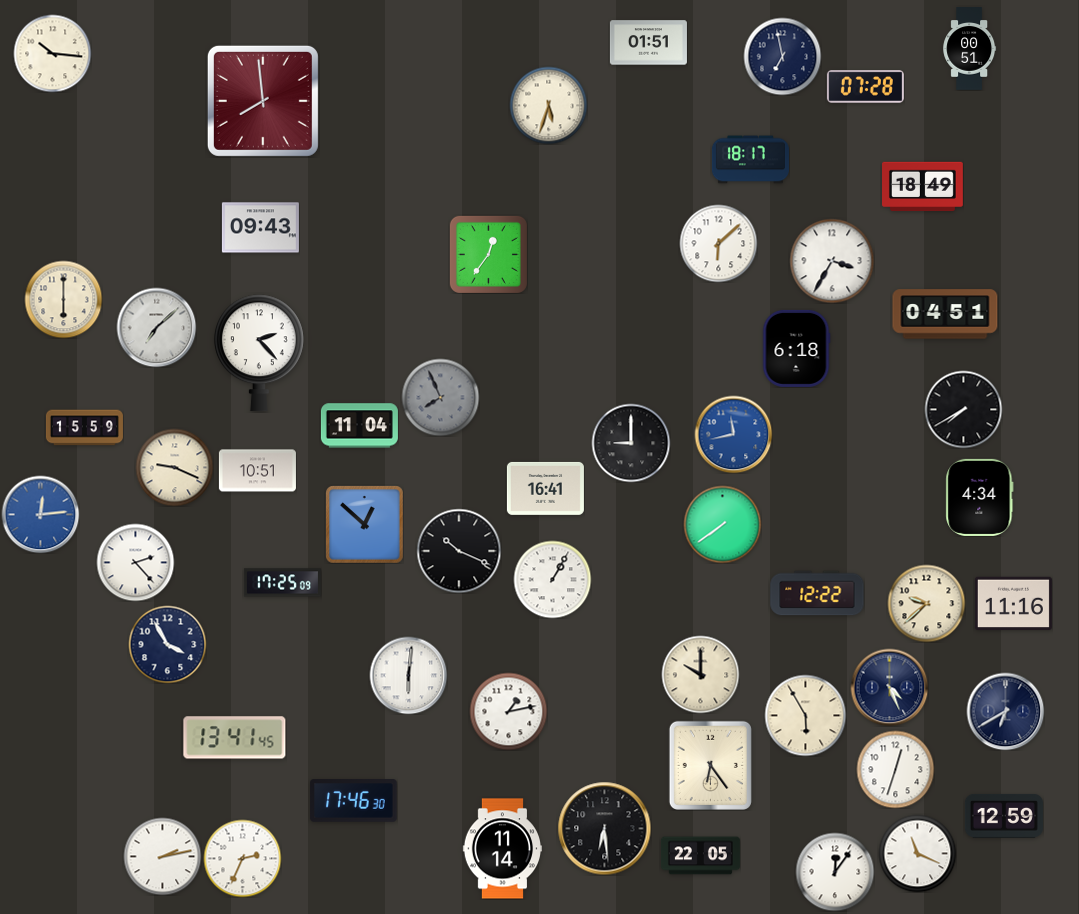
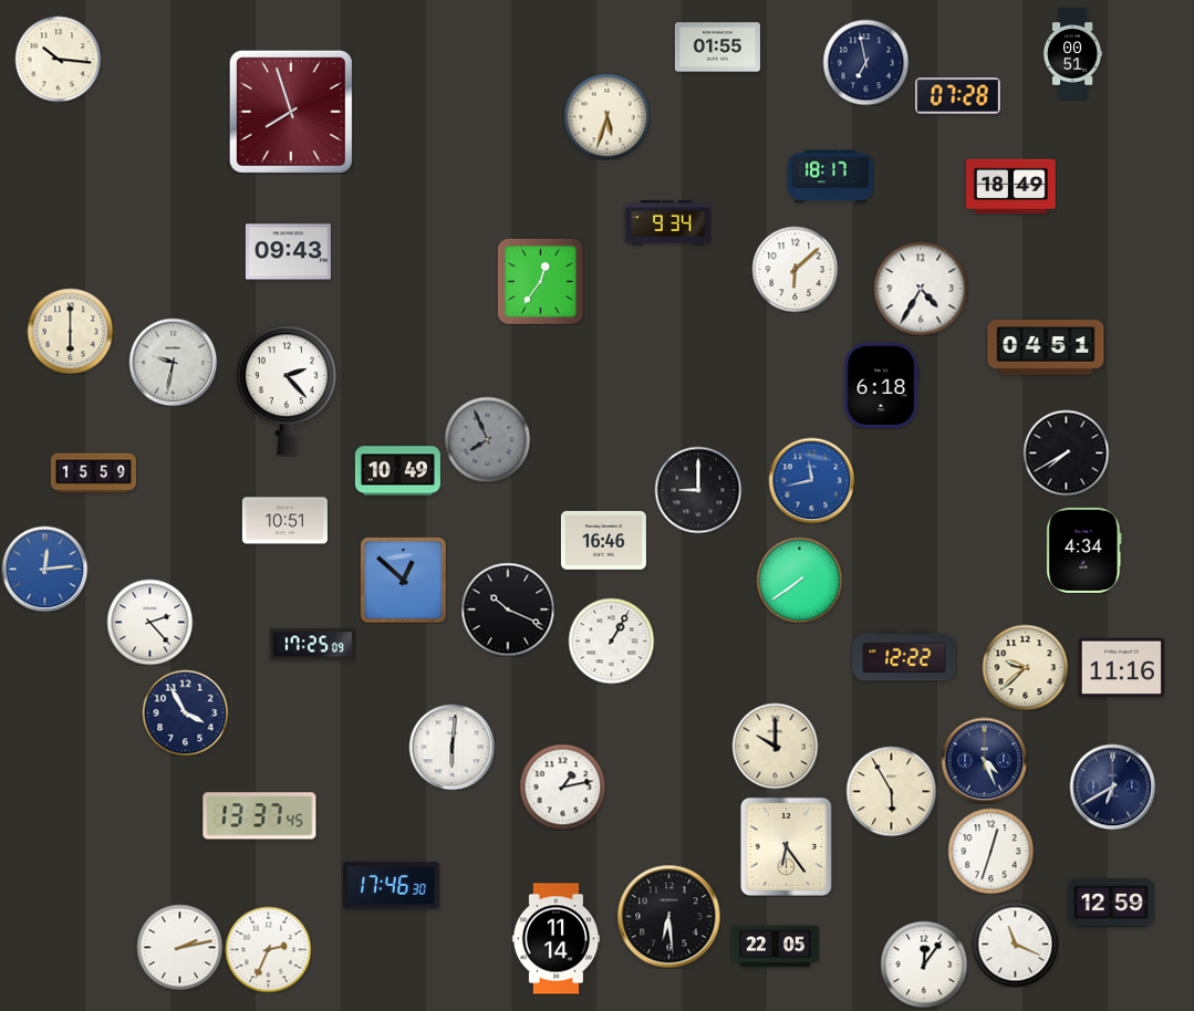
clock at (648, 43): 01:51 -> 01:55
clock at (263, 101): 7:59 -> 7:57
clock at (923, 187) position: (923, 187) -> (1011, 187)
clock at (667, 223): none -> 9:34
clock at (832, 261): 3:35 -> 4:35
clock at (156, 327): 7:08 -> 9:32
clock at (359, 426): 11:04 -> 10:49
clock at (174, 467): 9:19 -> none
clock at (545, 488): 16:41 -> 16:46
clock at (235, 738): 13:41 -> 13:37
